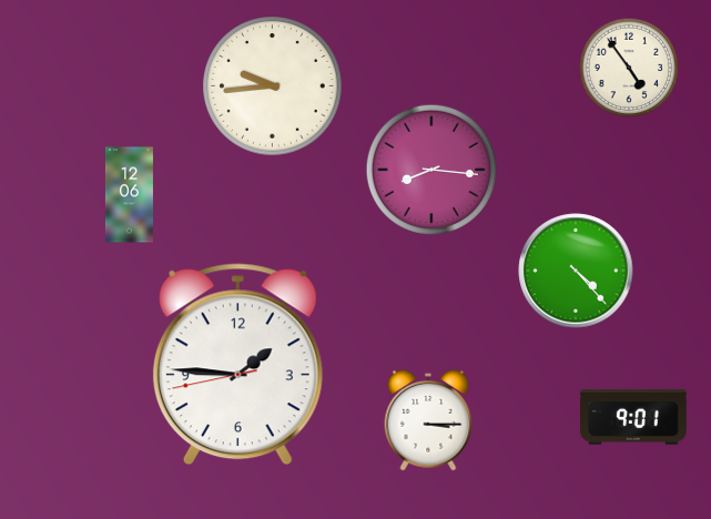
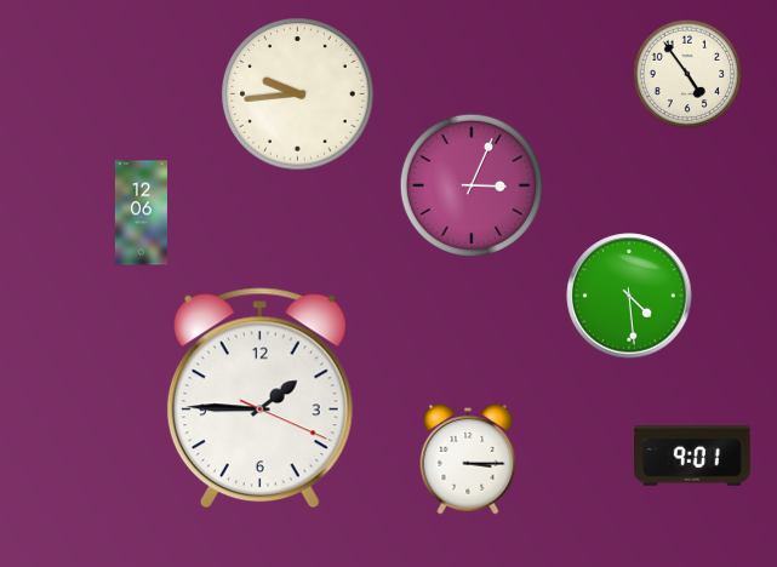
clock at (431, 170): 8:16 -> 3:04
clock at (576, 271): 4:23 -> 4:29
clock at (237, 365): 1:45:43 -> 1:45:19
